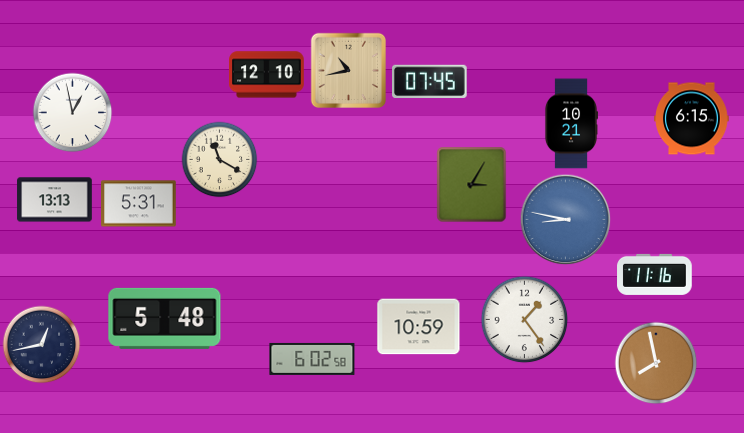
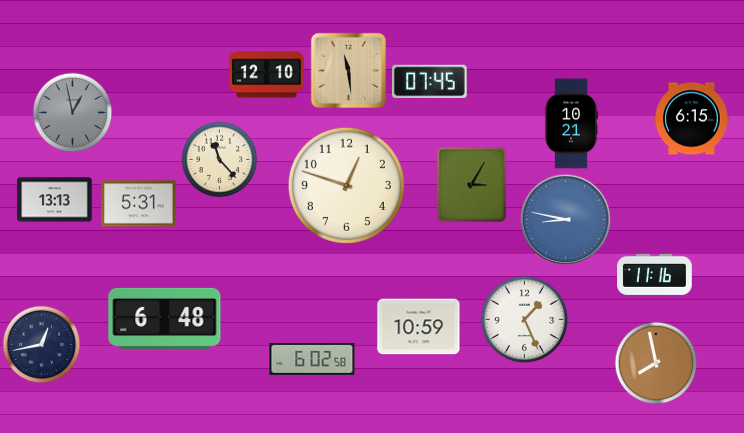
clock at (348, 70): 10:43 -> 11:29
clock at (73, 113) dial: white -> grey
clock at (220, 160): 11:20 -> 11:23
clock at (346, 185): none -> 12:48
clock at (165, 318): 5:48 -> 6:48
clock at (525, 320): 1:24 -> 1:26
